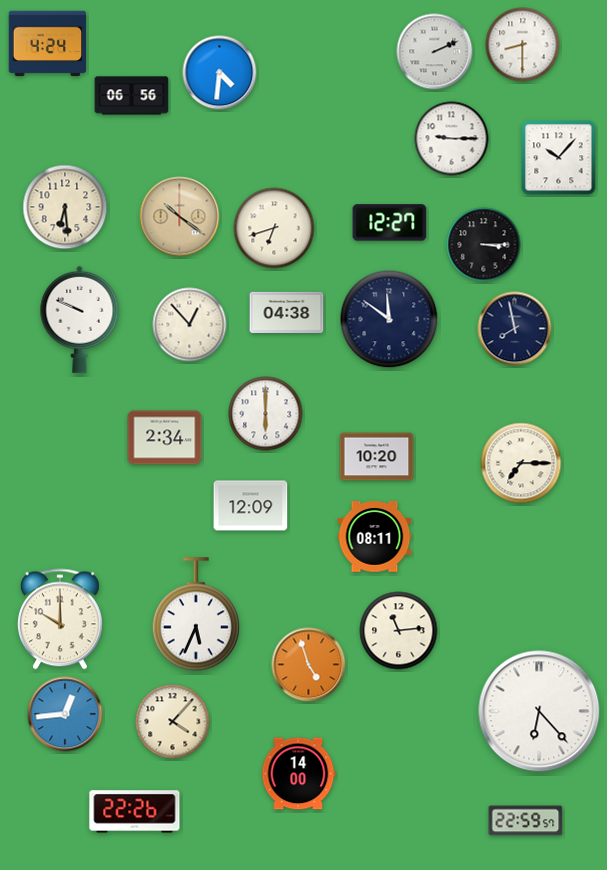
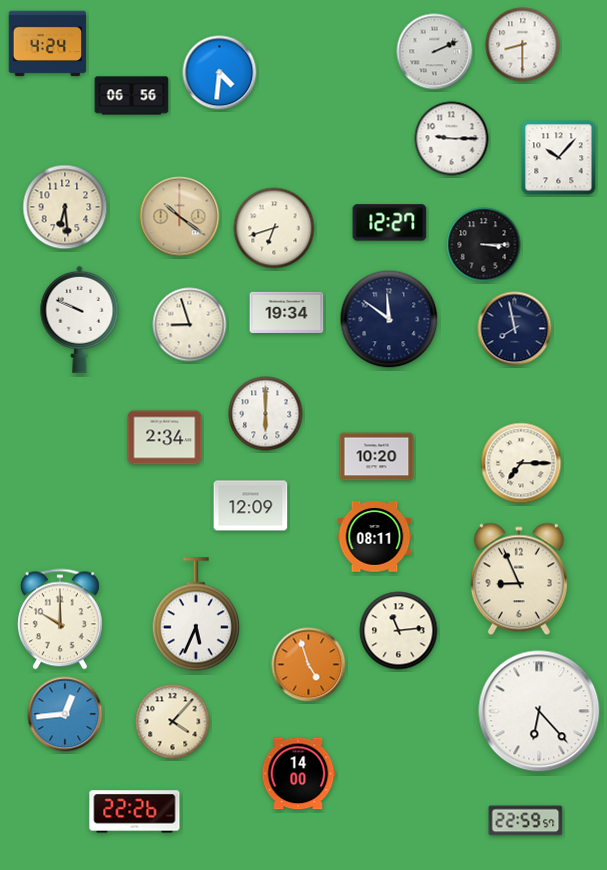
clock at (287, 312): 04:38 -> 19:34
clock at (190, 325): 12:53 -> 8:57
clock at (519, 579): none -> 8:56
